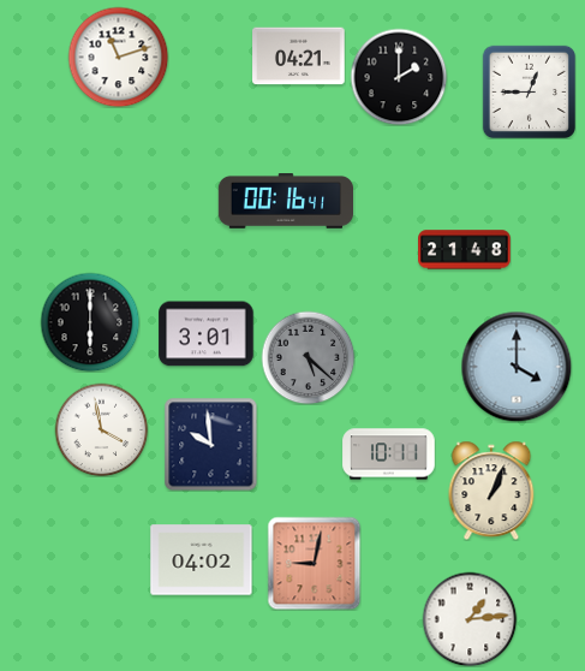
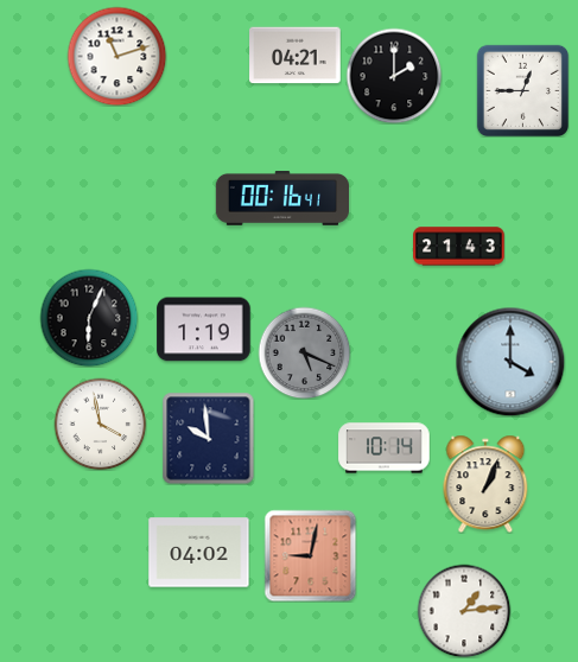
clock at (465, 250): 21:48 -> 21:43
clock at (90, 322): 6:00 -> 6:04
clock at (207, 334): 3:01 -> 1:19
clock at (308, 357): 5:22 -> 5:19
clock at (389, 455): 10:11 -> 10:14
